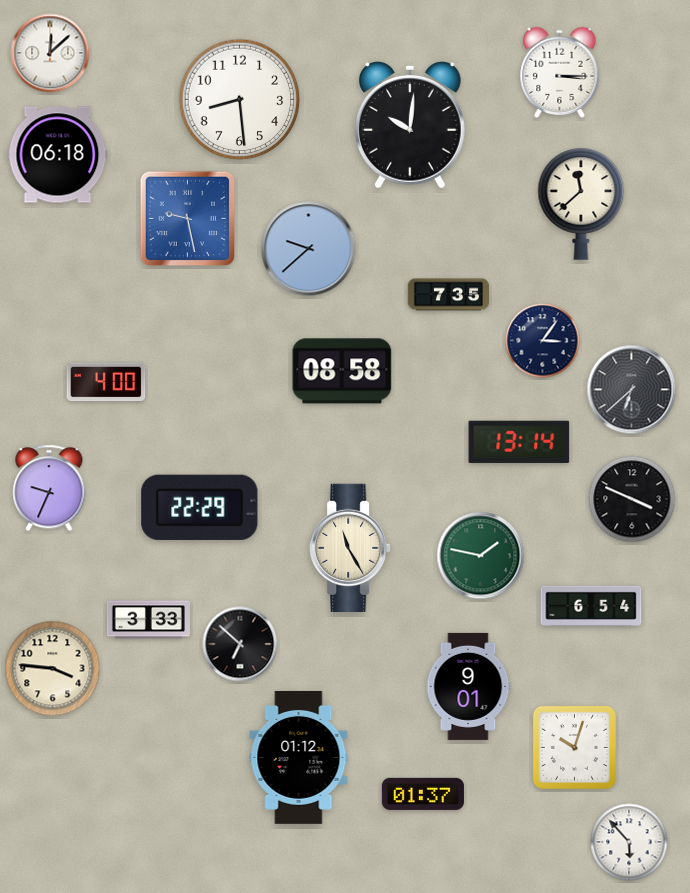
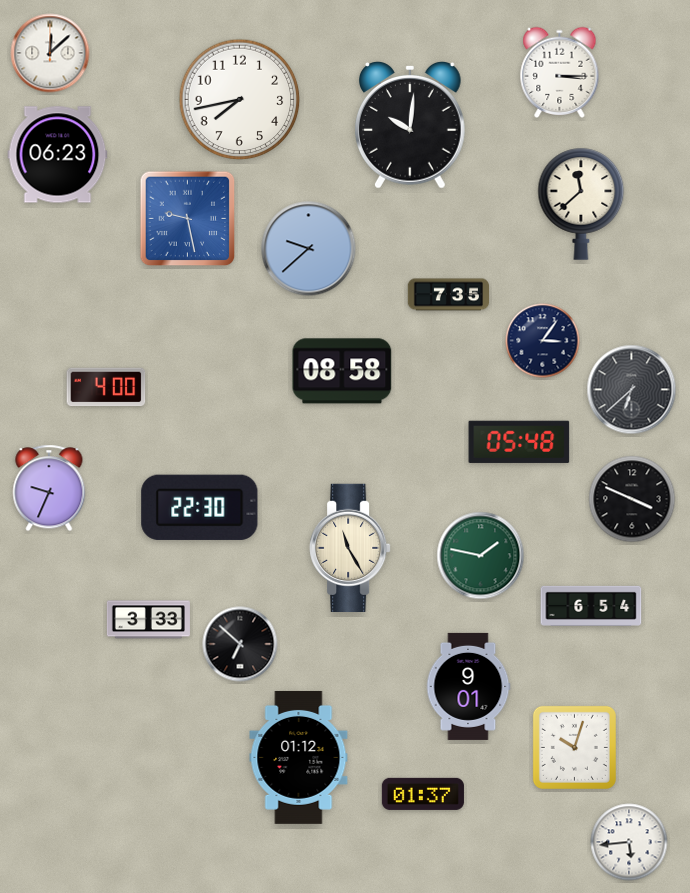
clock at (240, 100): 8:29 -> 7:43
clock at (58, 155): 06:18 -> 06:23
clock at (106, 382) position: (106, 382) -> (106, 387)
clock at (519, 442): 13:14 -> 05:48
clock at (200, 507): 22:29 -> 22:30
clock at (53, 669): 3:46 -> none
clock at (629, 842): 5:53 -> 5:44
